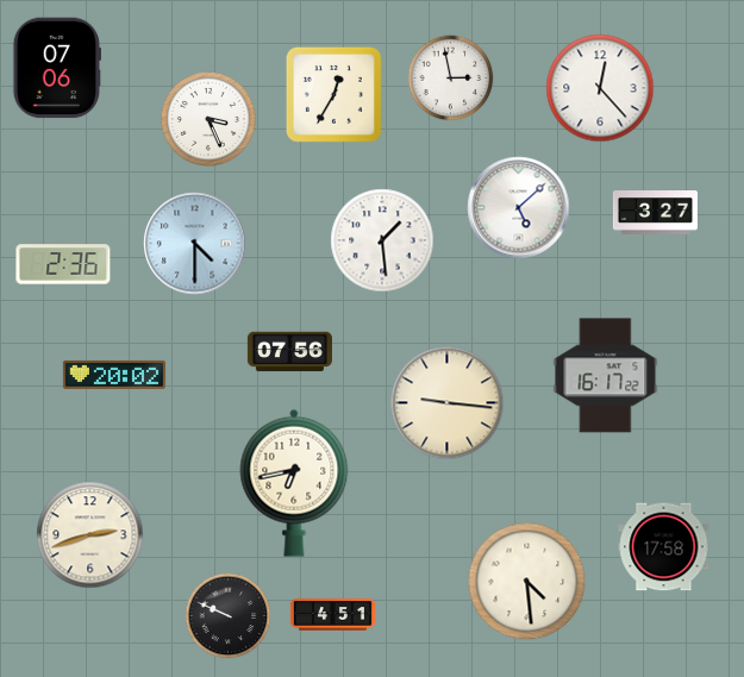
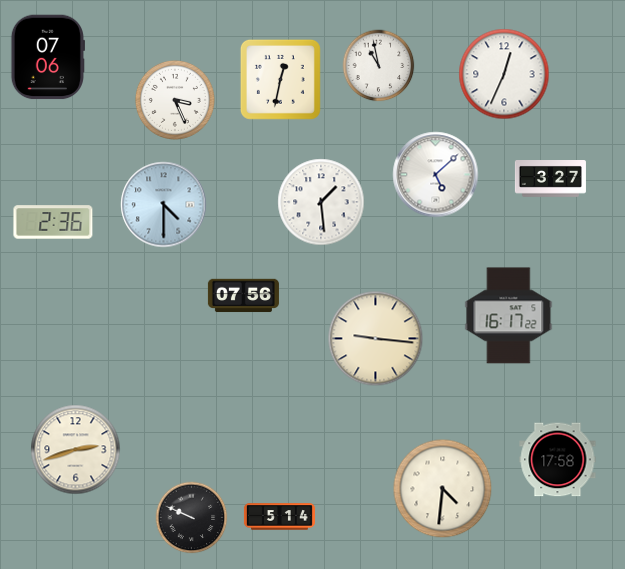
clock at (451, 79): 2:58 -> 10:58
clock at (600, 88): 12:23 -> 12:34
clock at (333, 94): 12:35 -> 12:32
clock at (114, 375): 20:02 -> none
clock at (294, 483): 6:43 -> none
clock at (527, 582): 4:29 -> 4:31
clock at (332, 615): 4:51 -> 5:14
